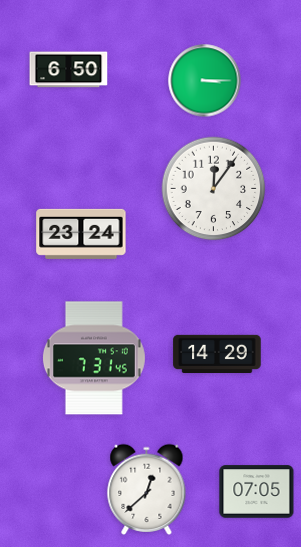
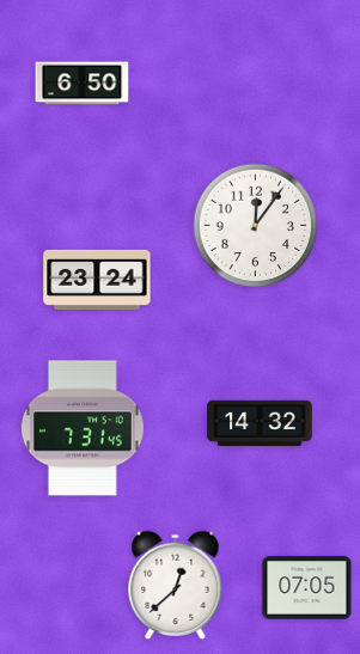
clock at (205, 81): 3:15 -> none
clock at (217, 353): 14:29 -> 14:32
clock at (94, 358) position: (94, 358) -> (83, 428)
